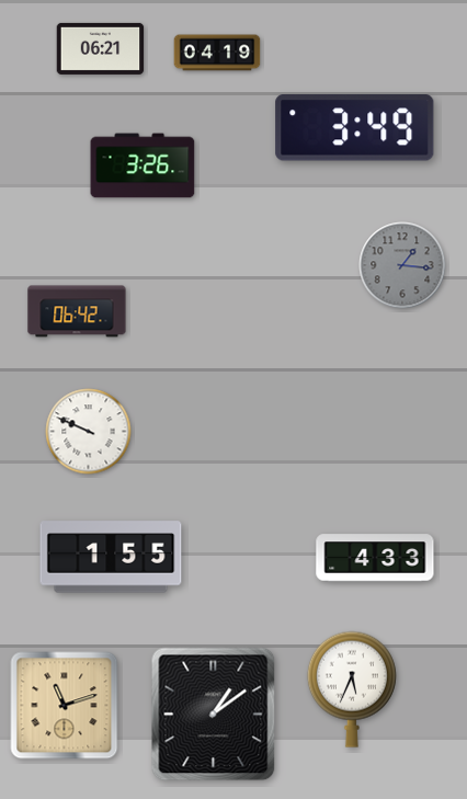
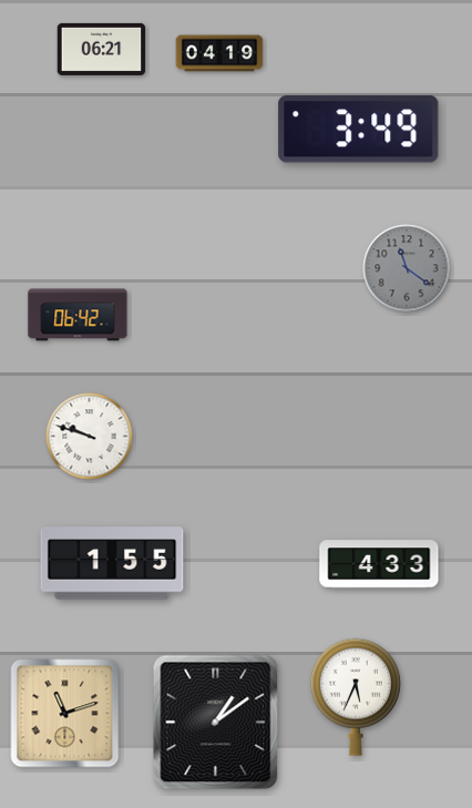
clock at (143, 165): 3:26 -> none
clock at (402, 265): 1:16 -> 11:21
clock at (89, 432): 9:49 -> 9:48
